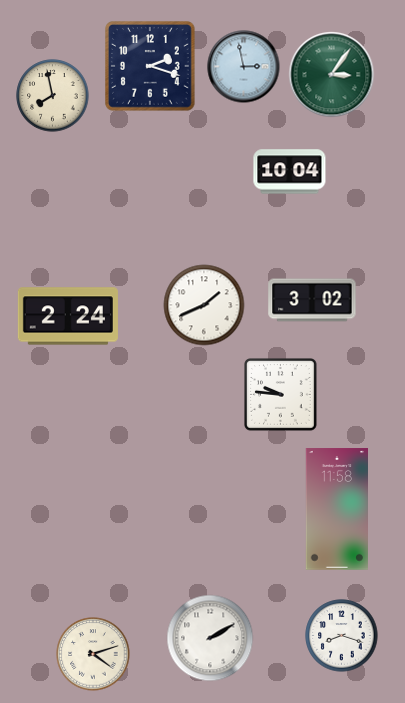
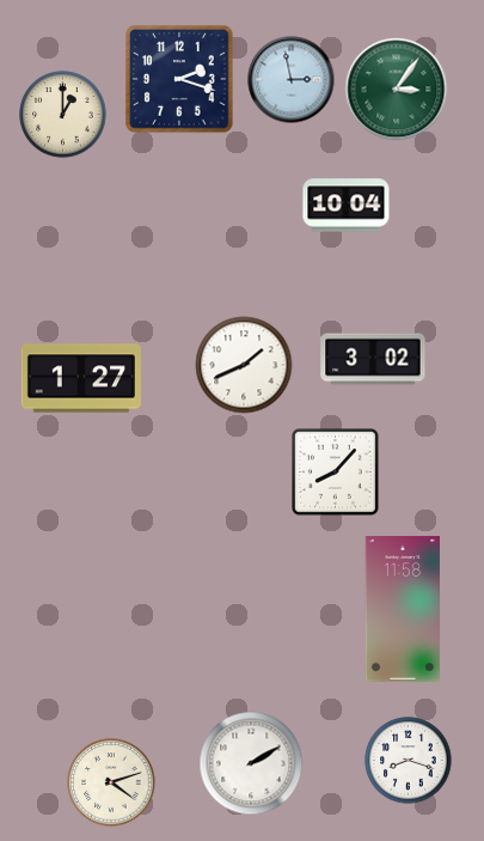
clock at (53, 96): 7:58 -> 1:00
clock at (68, 316): 2:24 -> 1:27
clock at (281, 395): 9:46 -> 8:07
